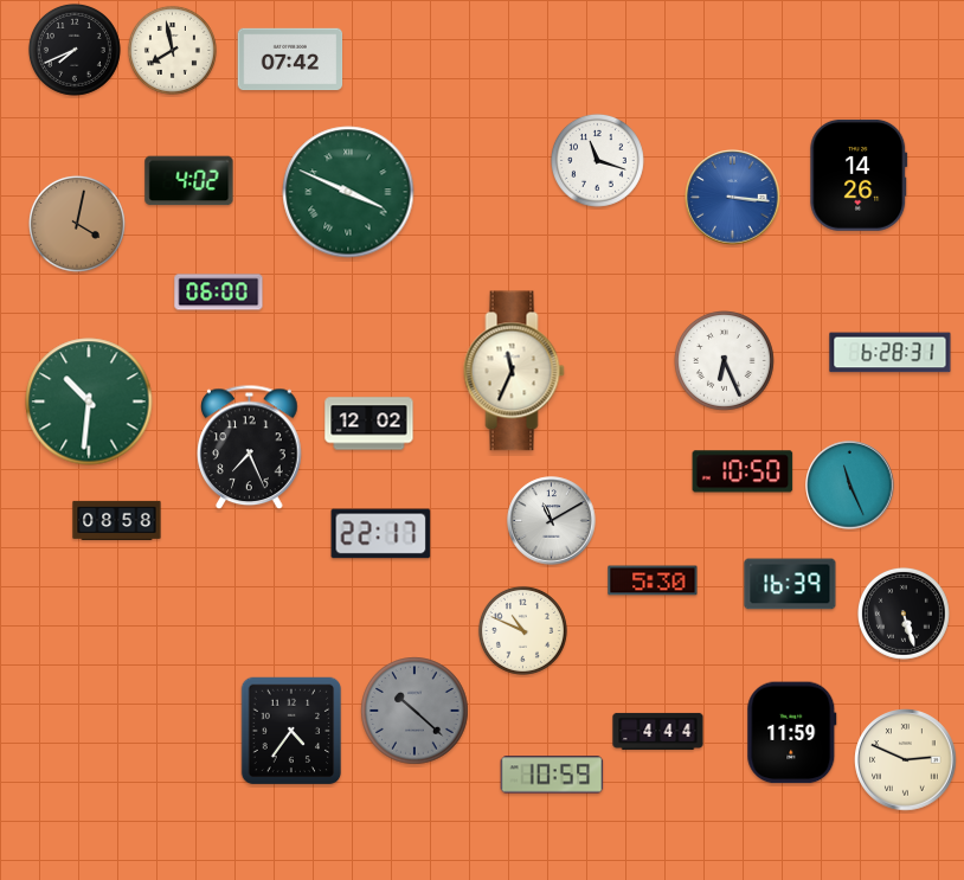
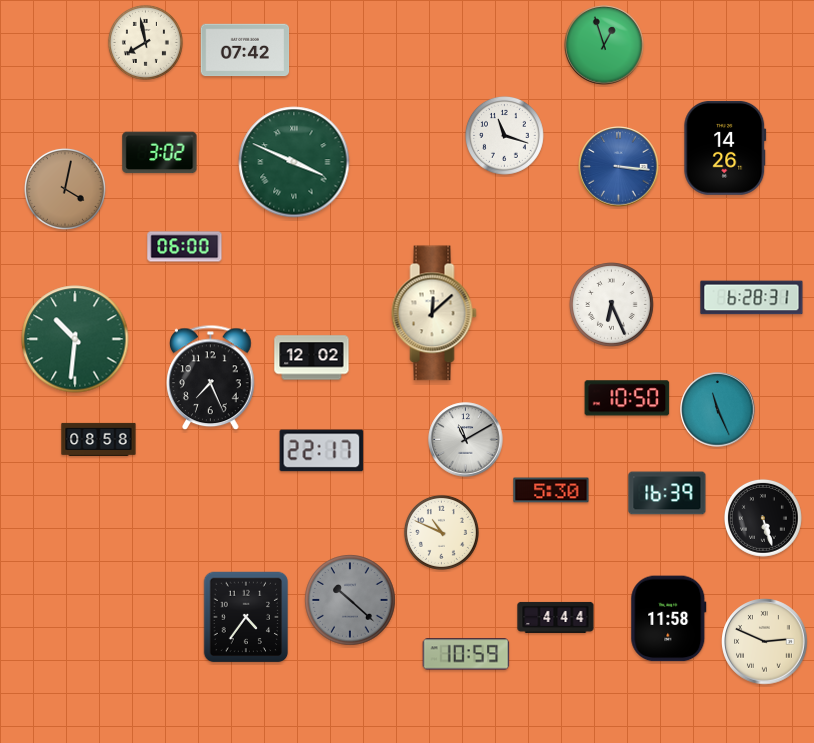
clock at (75, 50): 7:41 -> none
clock at (604, 45): none -> 12:57
clock at (189, 181): 4:02 -> 3:02
clock at (514, 371): 11:34 -> 12:08
clock at (792, 733): 11:59 -> 11:58
